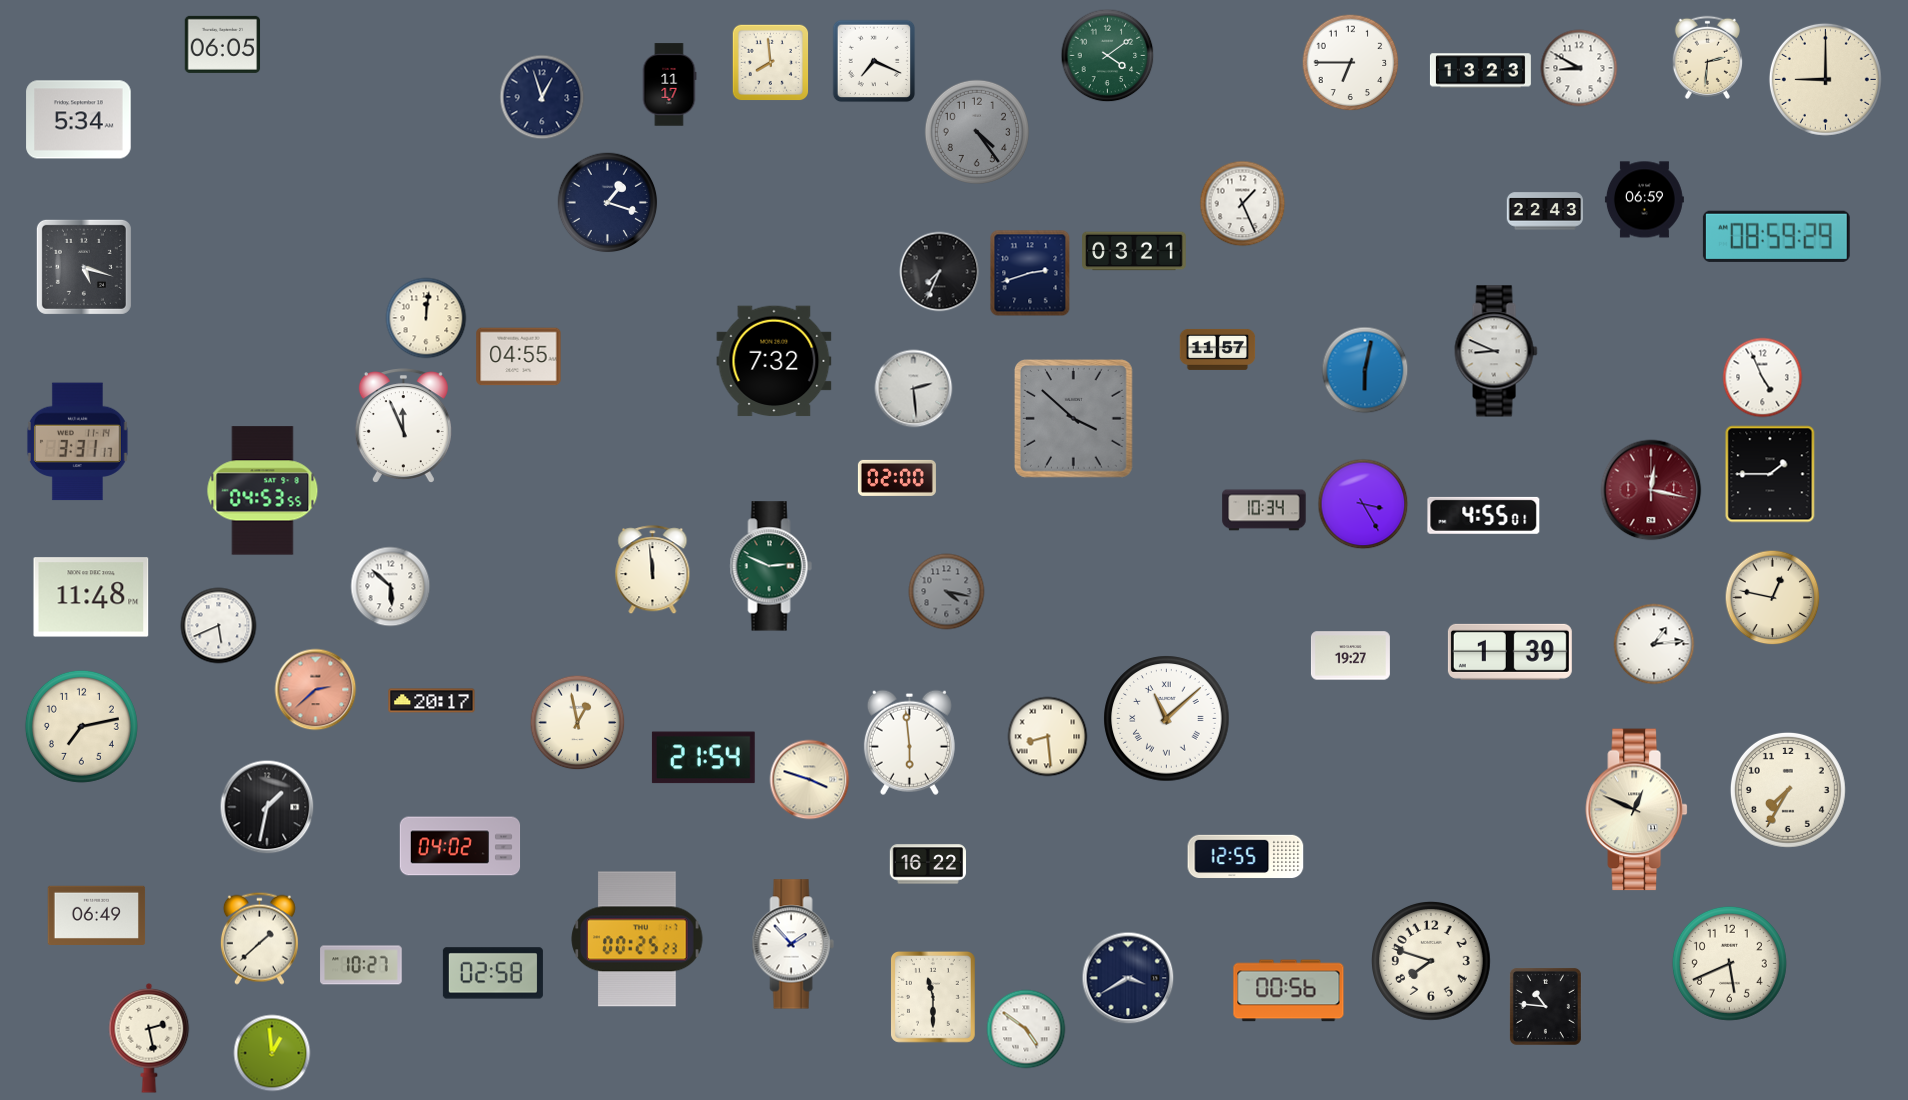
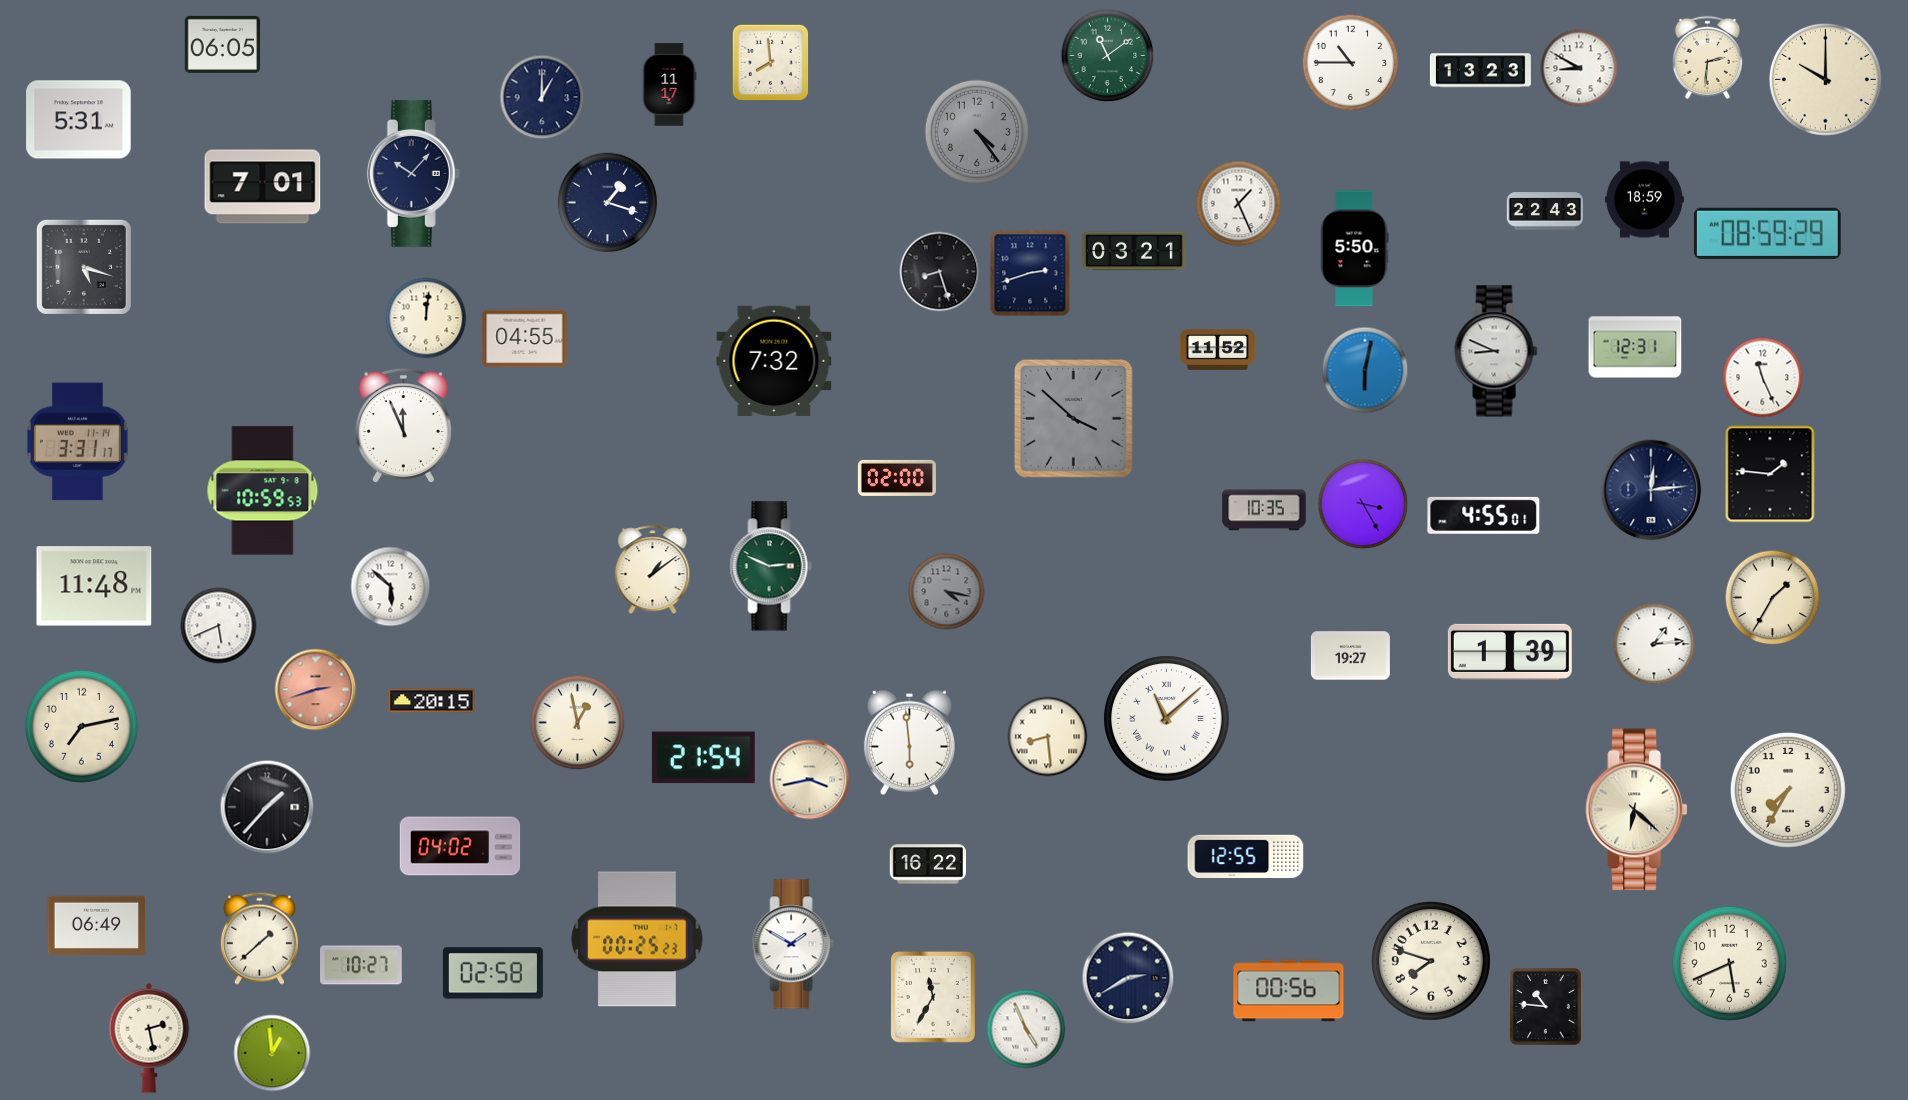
clock at (1108, 56): 4:09 -> 11:09
clock at (874, 61): 7:19 -> none
clock at (1351, 63): 6:45 -> 10:45
clock at (1825, 79): 9:00 -> 10:00
clock at (542, 97): 12:57 -> 1:00
clock at (79, 120): 5:34 -> 5:31
clock at (413, 173): none -> 10:07
clock at (263, 187): none -> 7:01
clock at (1644, 200): 06:59 -> 18:59
clock at (1243, 204) position: (1243, 204) -> (1239, 204)
clock at (1776, 236) position: (1776, 236) -> (1767, 233)
clock at (1354, 249): none -> 5:50
clock at (940, 272): 7:34 -> 8:27
clock at (1635, 347): none -> 12:31
clock at (1218, 349): 11:57 -> 11:52
clock at (519, 357) position: (519, 357) -> (525, 339)
clock at (1763, 378): 4:56 -> 11:26
clock at (914, 389): 2:29 -> none
clock at (1770, 474): 1:45 -> 1:46
clock at (1651, 490): 12:17 -> 12:14
clock at (1651, 490) dial: burgundy -> navy
clock at (263, 491): 04:53 -> 10:59
clock at (1264, 510): 10:34 -> 10:35
clock at (653, 570): 11:59 -> 1:09
clock at (91, 597) position: (91, 597) -> (94, 586)
clock at (1773, 598): 12:47 -> 1:35
clock at (316, 690): 2:38 -> 2:42
clock at (432, 701): 20:17 -> 20:15
clock at (810, 780): 3:48 -> 3:43
clock at (267, 807): 1:32 -> 1:37
clock at (1637, 810): 12:49 -> 6:22
clock at (97, 915) position: (97, 915) -> (97, 925)
clock at (793, 944): 1:53 -> 1:50
clock at (1128, 978): 3:40 -> 2:40
clock at (933, 997): 11:30 -> 11:35
clock at (1026, 1029): 4:51 -> 4:56
